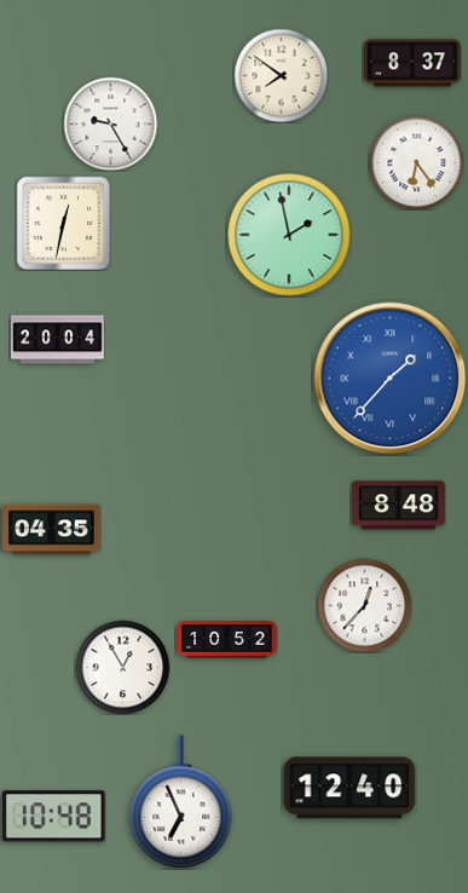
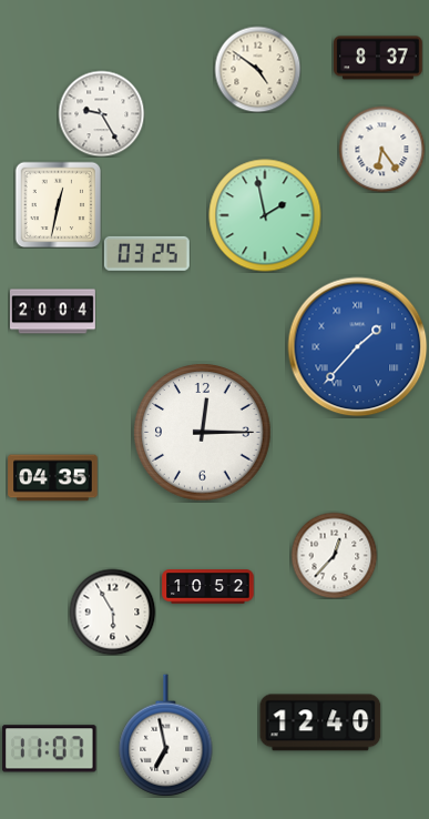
clock at (281, 75): 7:51 -> 4:51
clock at (146, 253): none -> 03:25
clock at (203, 433): none -> 12:15
clock at (398, 506): 8:48 -> none
clock at (52, 530) position: (52, 530) -> (53, 478)
clock at (122, 667): 12:55 -> 5:55
clock at (181, 802): 6:56 -> 6:58
clock at (54, 817): 10:48 -> 11:07
